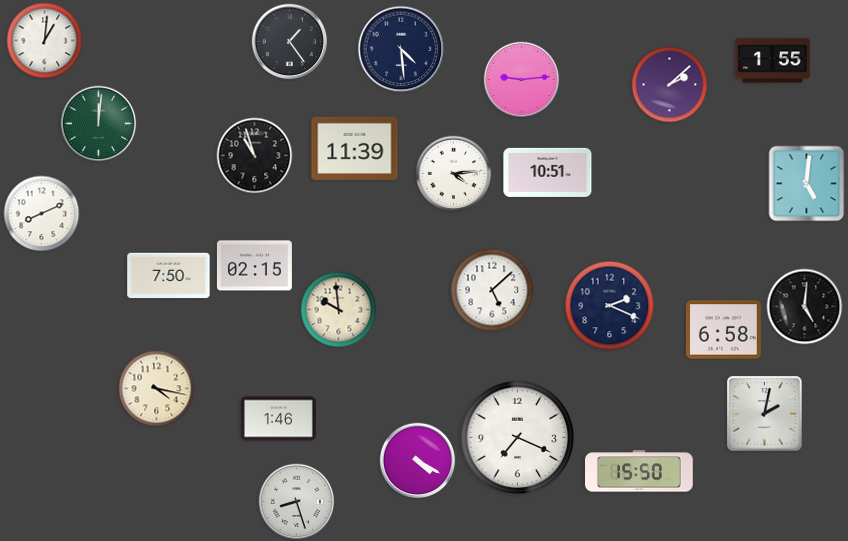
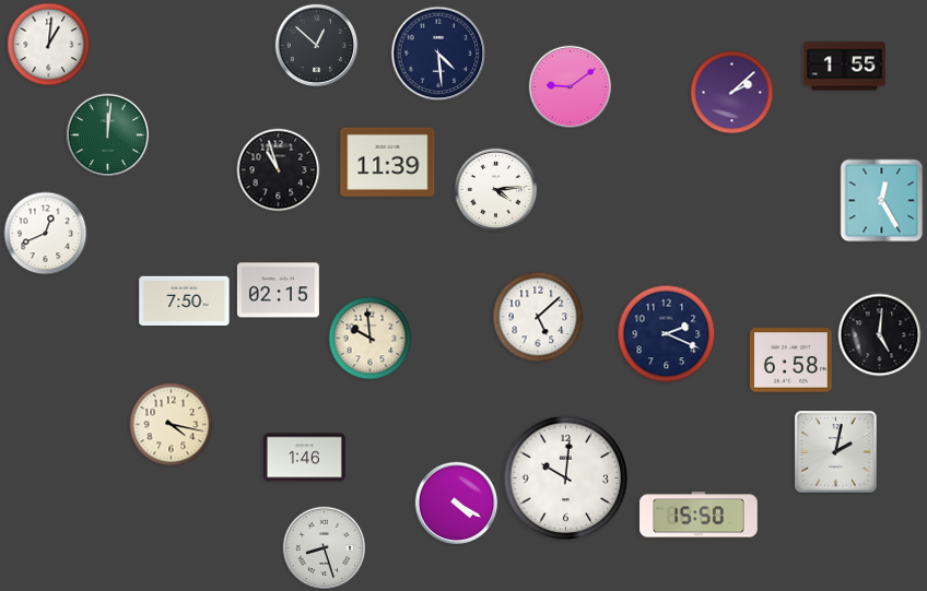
clock at (290, 42): 1:24 -> 12:52
clock at (522, 80): 9:14 -> 9:09
clock at (548, 172): 10:51 -> none
clock at (807, 184): 5:01 -> 12:25
clock at (42, 214): 8:11 -> 12:41
clock at (518, 438): 7:19 -> 10:01
